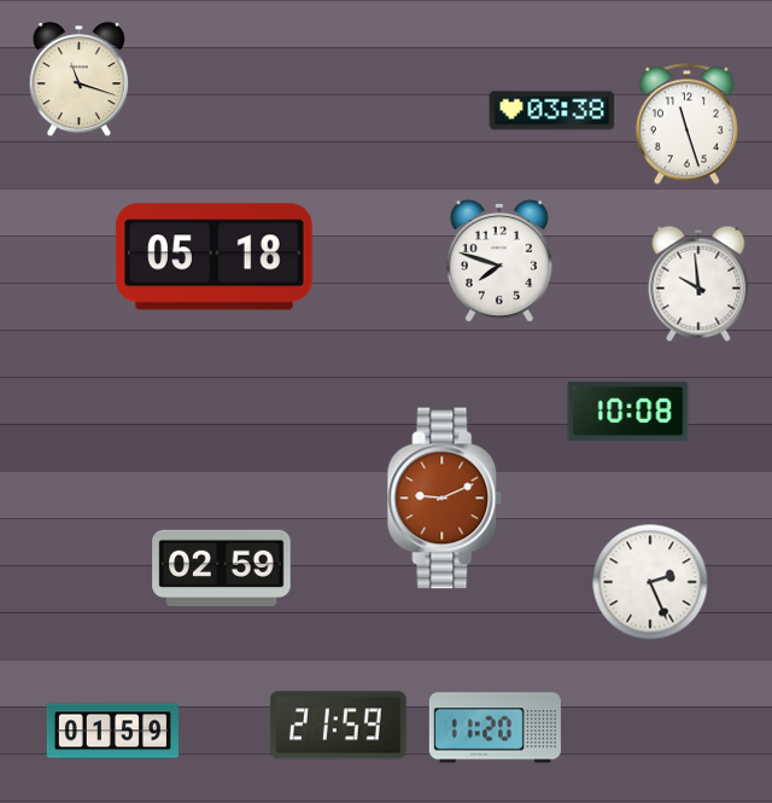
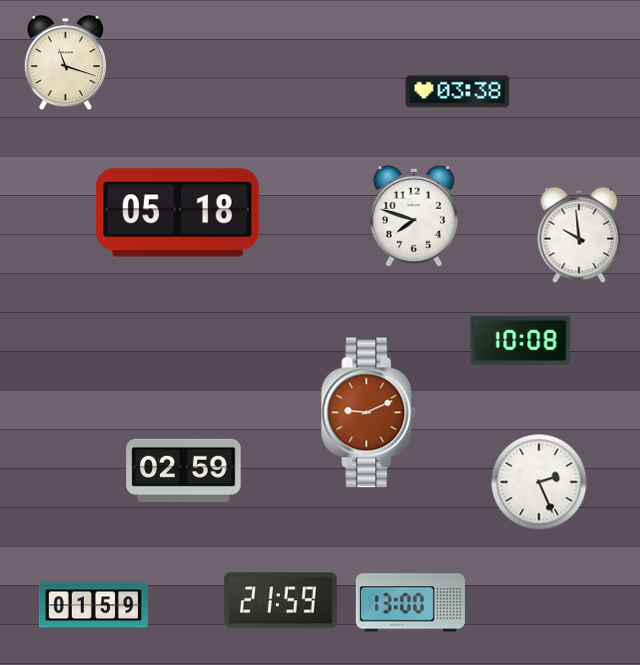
clock at (80, 80) position: (80, 80) -> (66, 63)
clock at (686, 124): 11:27 -> none
clock at (495, 728): 11:20 -> 13:00
